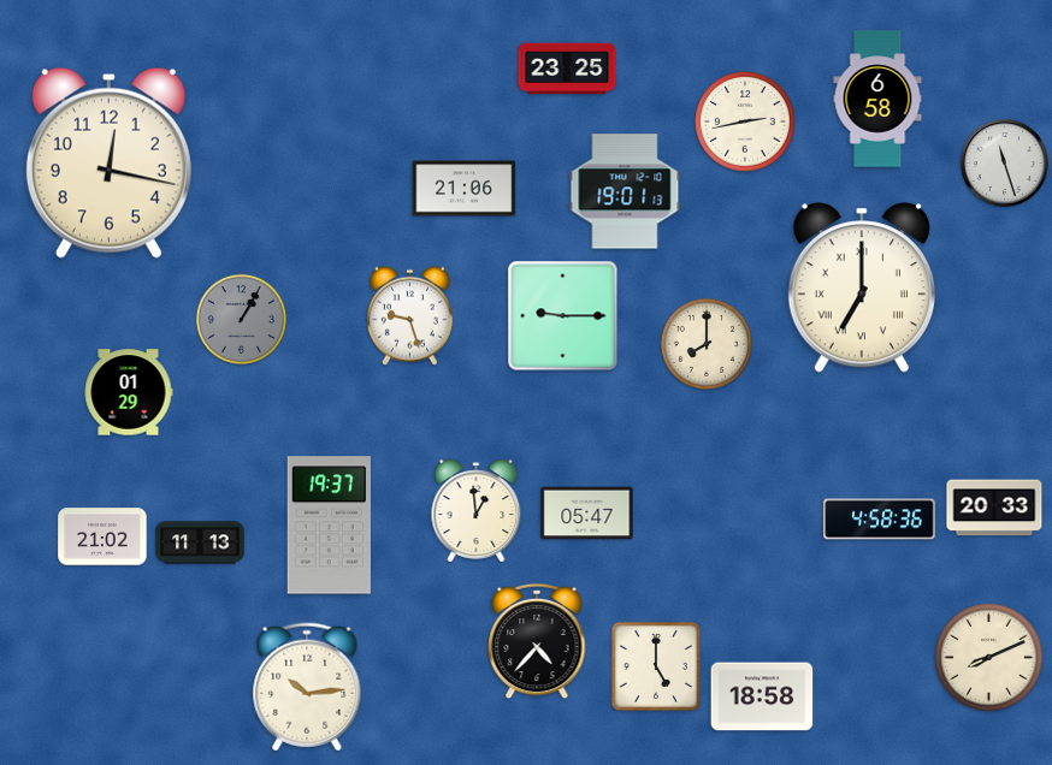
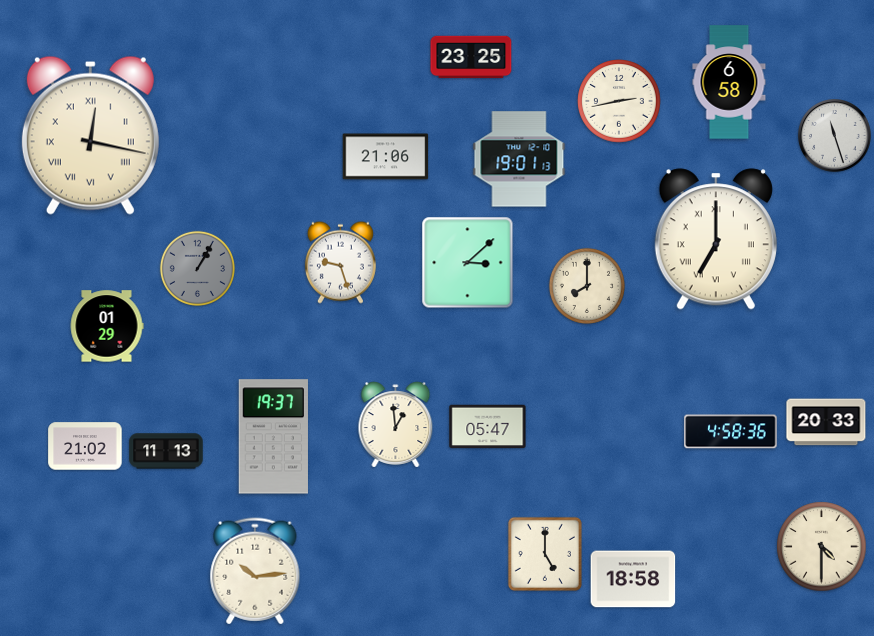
clock at (108, 162) numerals: Arabic -> Roman
clock at (563, 316): 9:15 -> 3:08
clock at (241, 319) position: (241, 319) -> (197, 268)
clock at (537, 641): 4:37 -> none
clock at (989, 658): 8:11 -> 4:30
